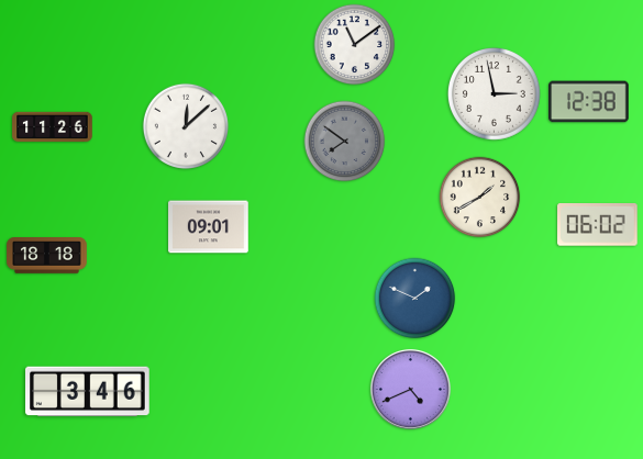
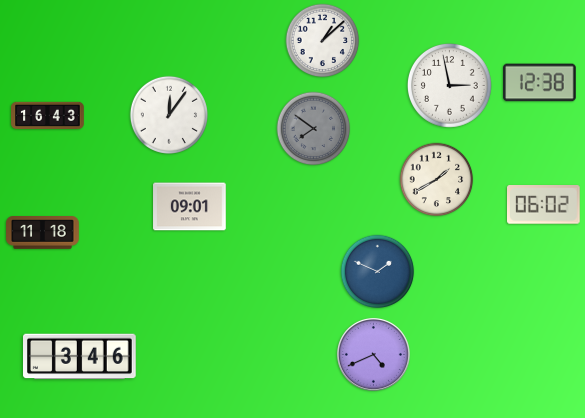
clock at (355, 45): 11:09 -> 1:08
clock at (589, 102) position: (589, 102) -> (540, 83)
clock at (186, 126): 12:08 -> 12:06
clock at (53, 127): 11:26 -> 16:43
clock at (47, 256): 18:18 -> 11:18
